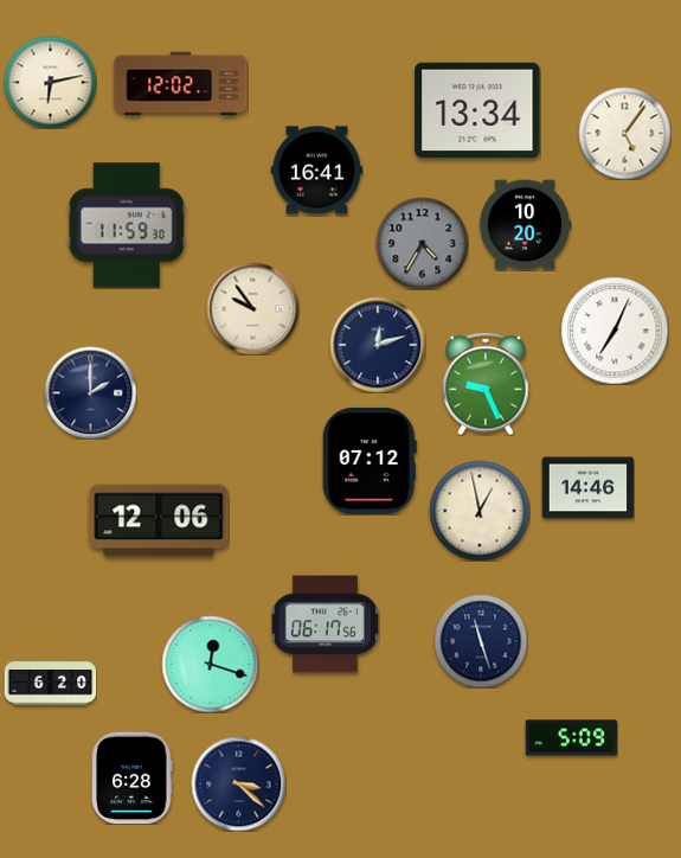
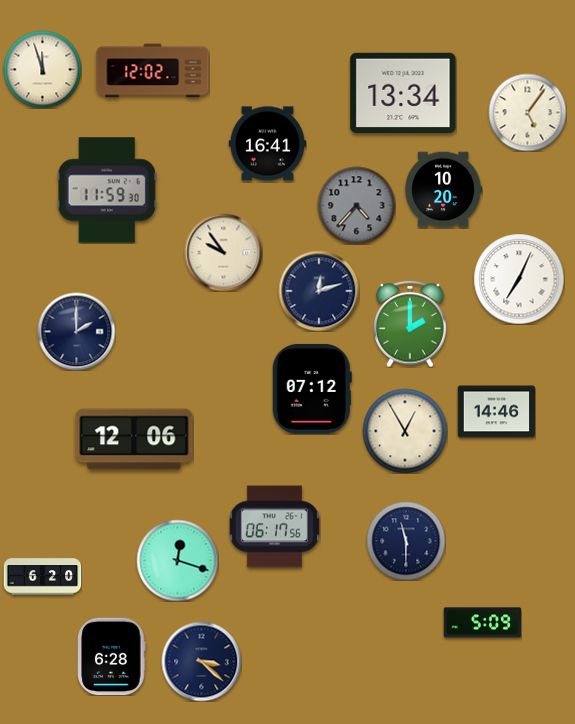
clock at (50, 82): 6:13 -> 11:57
clock at (422, 243): 4:35 -> 4:37
clock at (252, 308) position: (252, 308) -> (223, 252)
clock at (486, 384): 9:26 -> 2:00
clock at (480, 511): 12:58 -> 12:55
clock at (481, 641): 11:27 -> 11:30
